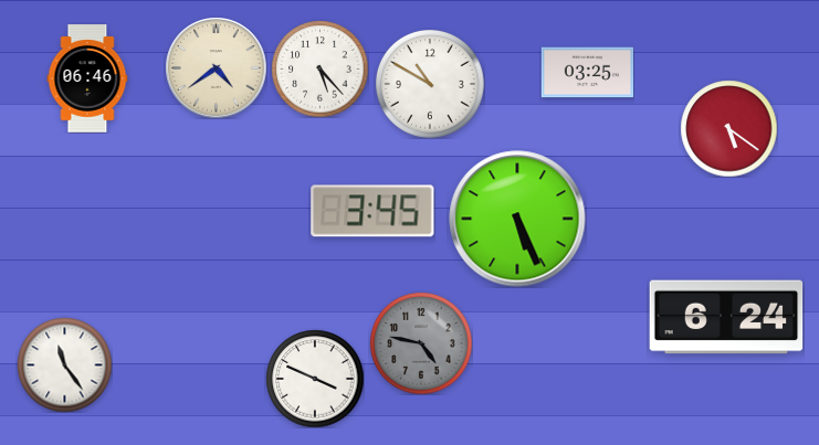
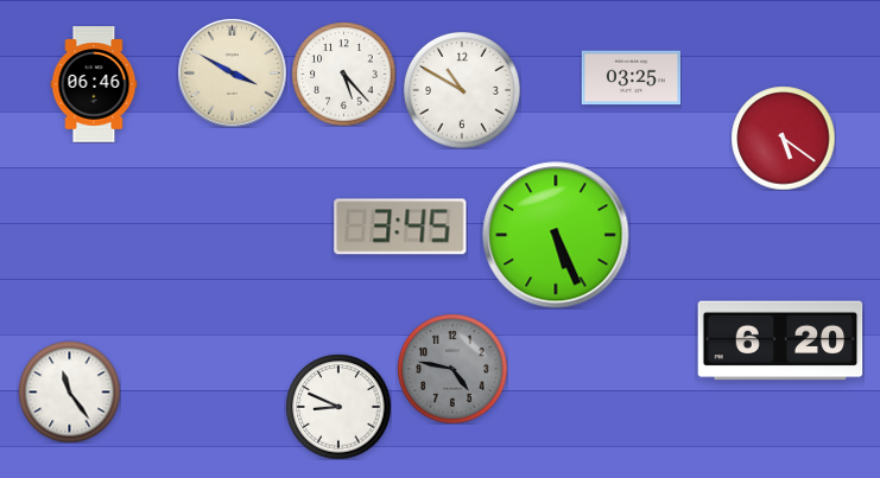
clock at (216, 67): 4:39 -> 3:50
clock at (726, 317): 6:24 -> 6:20
clock at (315, 379): 3:49 -> 8:49
